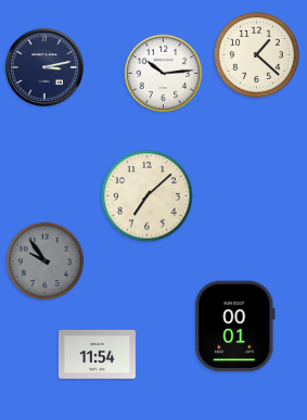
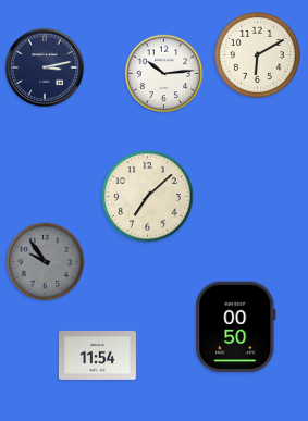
clock at (256, 54): 1:22 -> 6:10
clock at (235, 327): 00:01 -> 00:50
